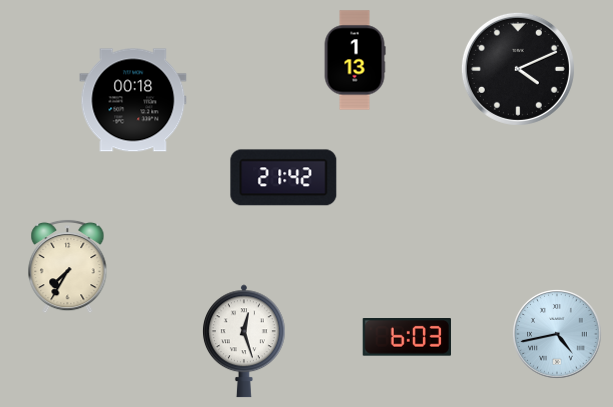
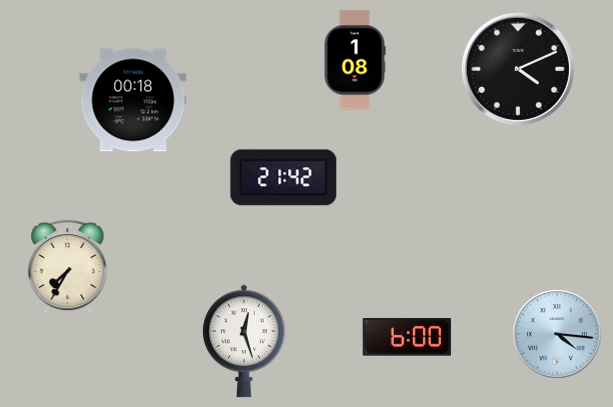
clock at (355, 60): 1:13 -> 1:08
clock at (557, 334): 4:43 -> 4:16
clock at (407, 337): 6:03 -> 6:00
